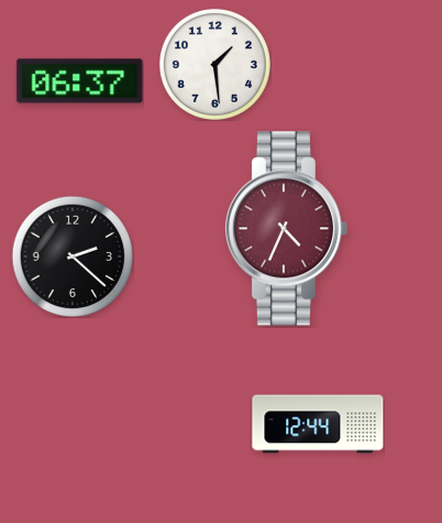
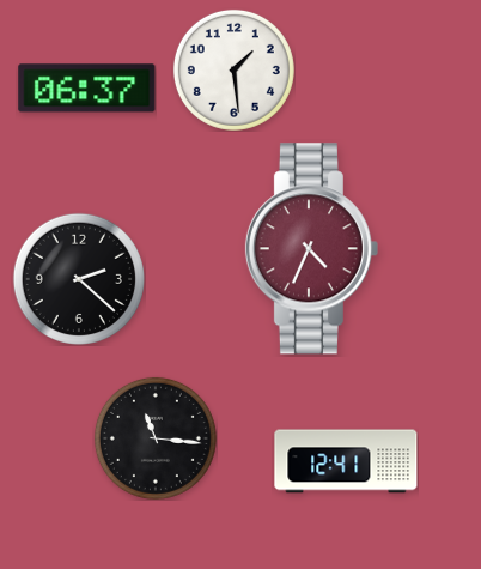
clock at (156, 438): none -> 11:16
clock at (318, 424): 12:44 -> 12:41
